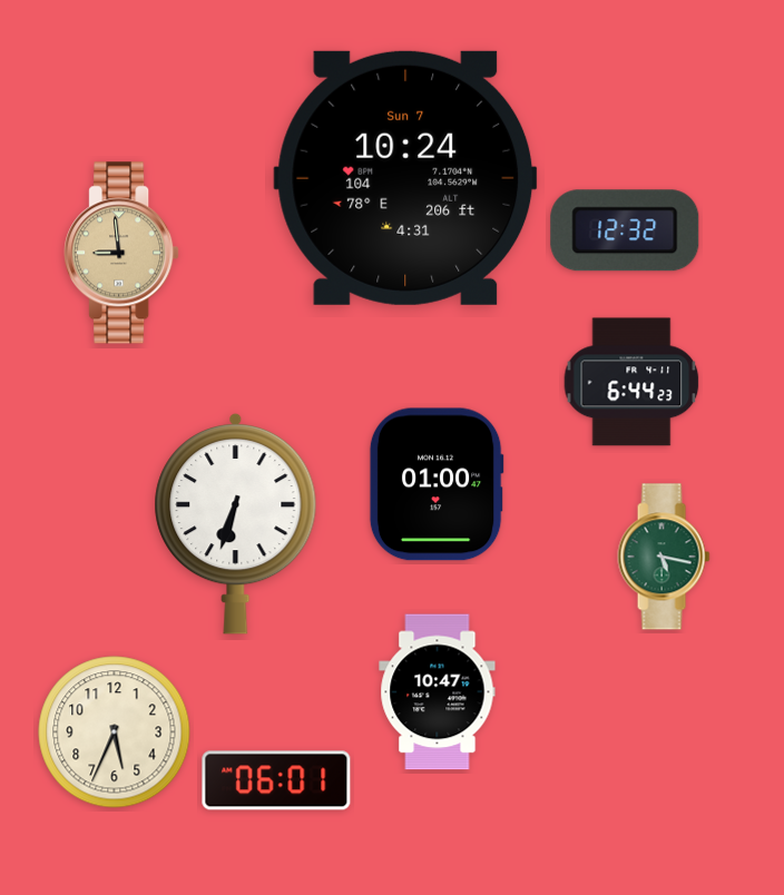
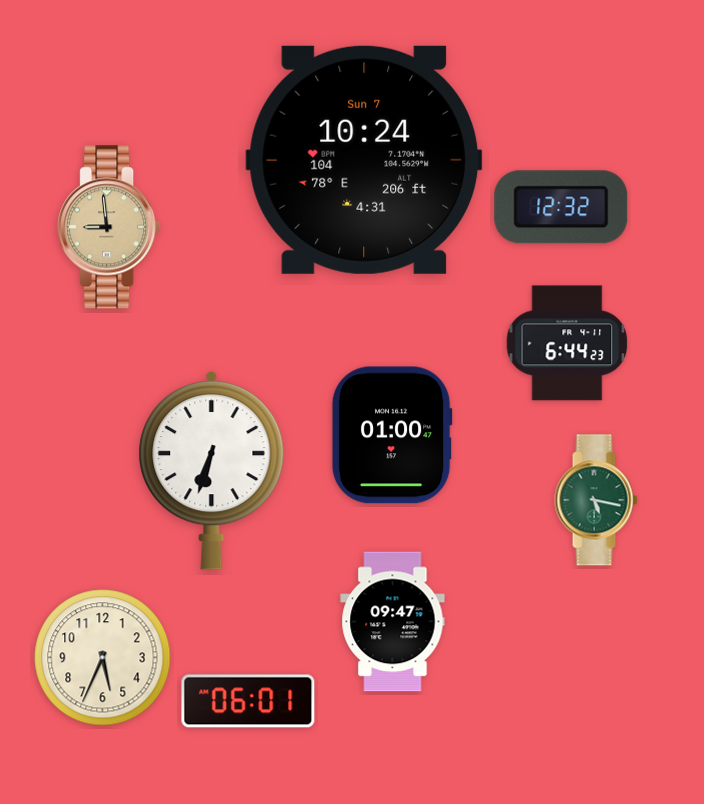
clock at (438, 692): 10:47 -> 09:47
